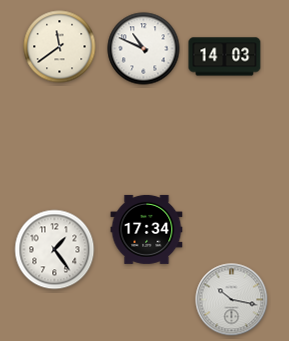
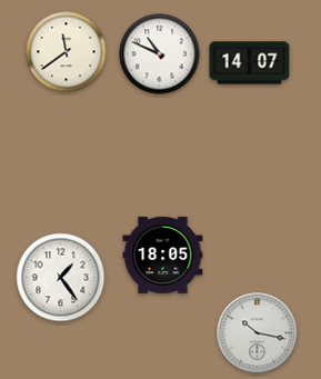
clock at (225, 57): 14:03 -> 14:07
clock at (147, 229): 17:34 -> 18:05
